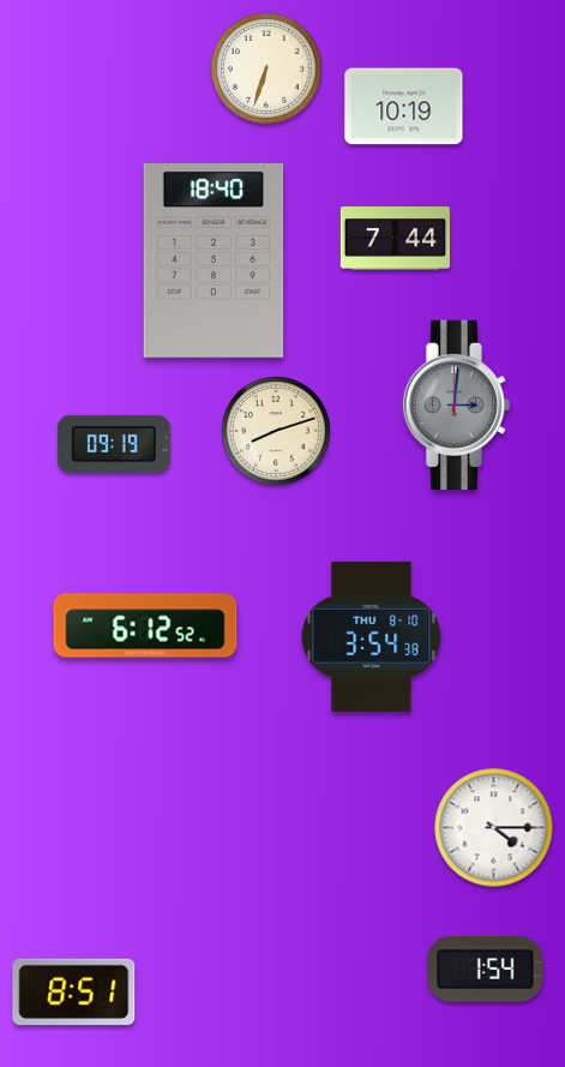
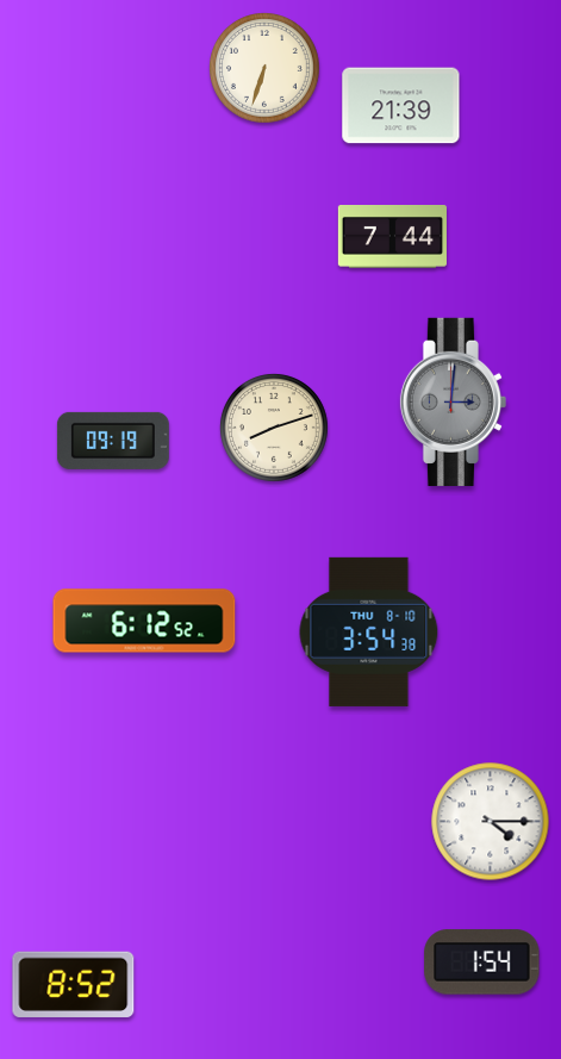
clock at (404, 107): 10:19 -> 21:39
clock at (214, 262): 18:40 -> none
clock at (74, 991): 8:51 -> 8:52
